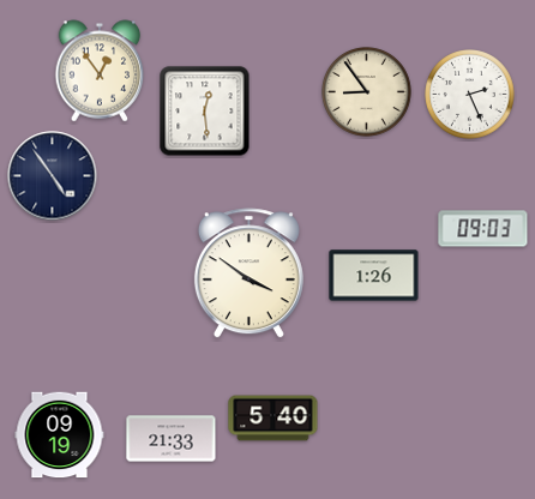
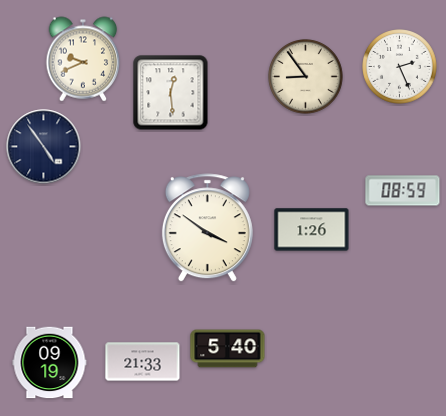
clock at (100, 71): 12:54 -> 9:41
clock at (470, 95) position: (470, 95) -> (400, 67)
clock at (483, 229): 09:03 -> 08:59
clock at (172, 439) position: (172, 439) -> (143, 362)
